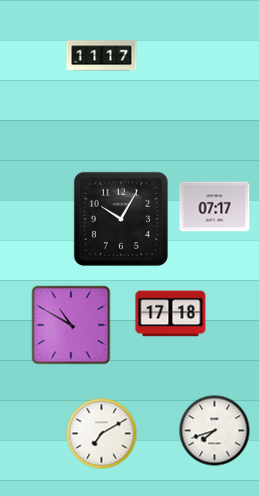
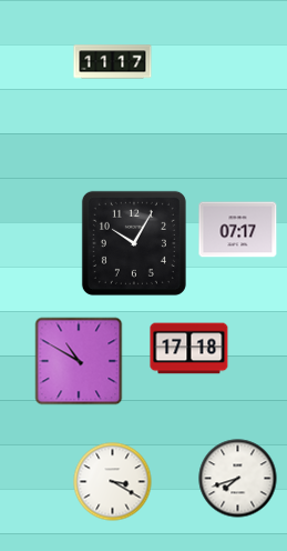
clock at (102, 434): 7:10 -> 3:20
